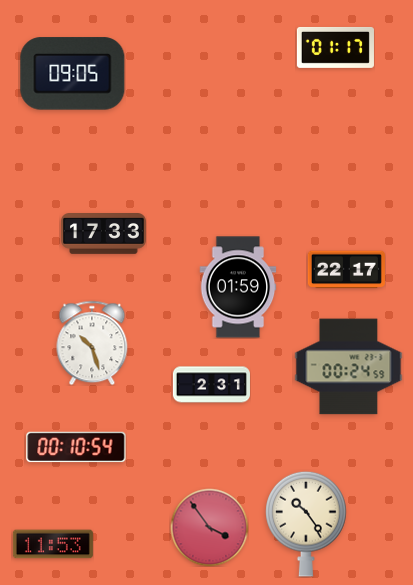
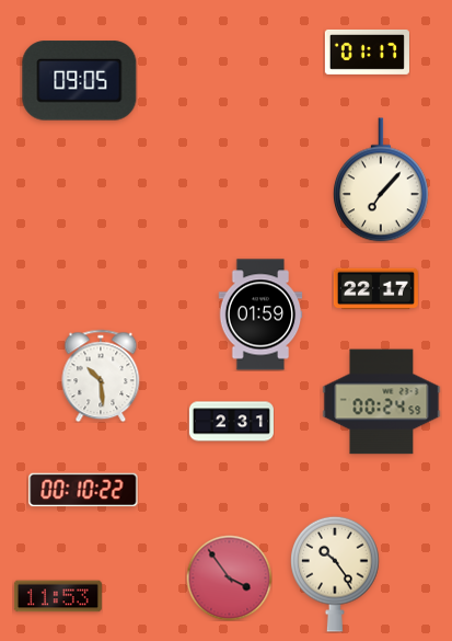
clock at (381, 180): none -> 7:07
clock at (104, 234): 17:33 -> none
clock at (346, 270) position: (346, 270) -> (375, 289)
clock at (92, 343): 10:27 -> 10:29
clock at (76, 447): 00:10:54 -> 00:10:22
